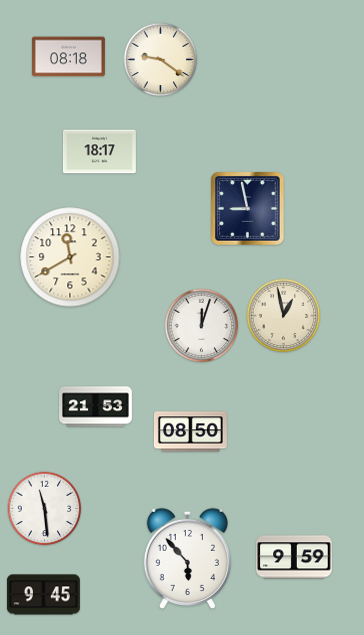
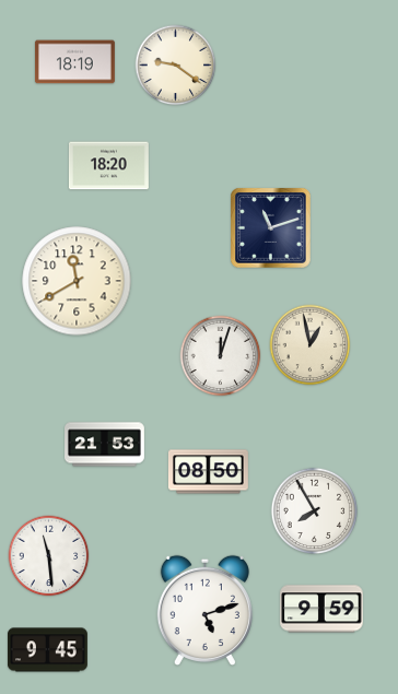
clock at (68, 57): 08:18 -> 18:19
clock at (99, 152): 18:17 -> 18:20
clock at (248, 209): 8:58 -> 11:12
clock at (315, 511): none -> 7:55
clock at (187, 558): 5:53 -> 5:12
